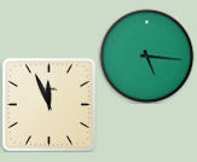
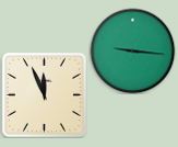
clock at (146, 56): 5:16 -> 9:16
